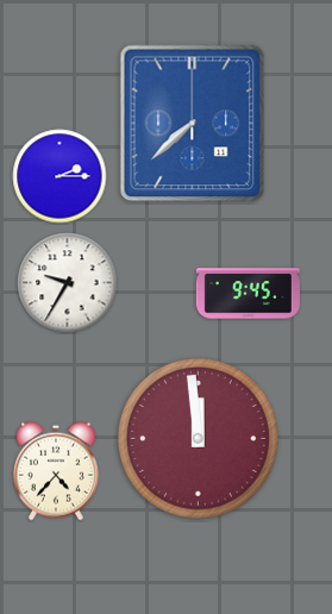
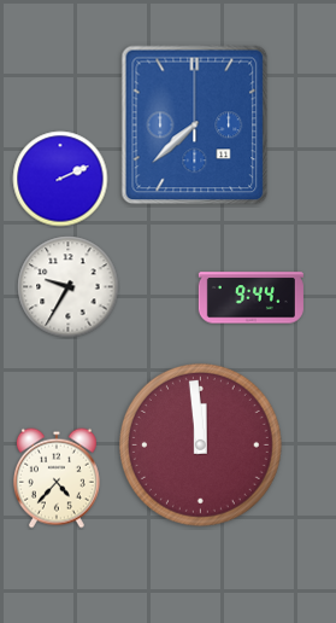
clock at (59, 176): 2:15 -> 2:11
clock at (248, 294): 9:45 -> 9:44
